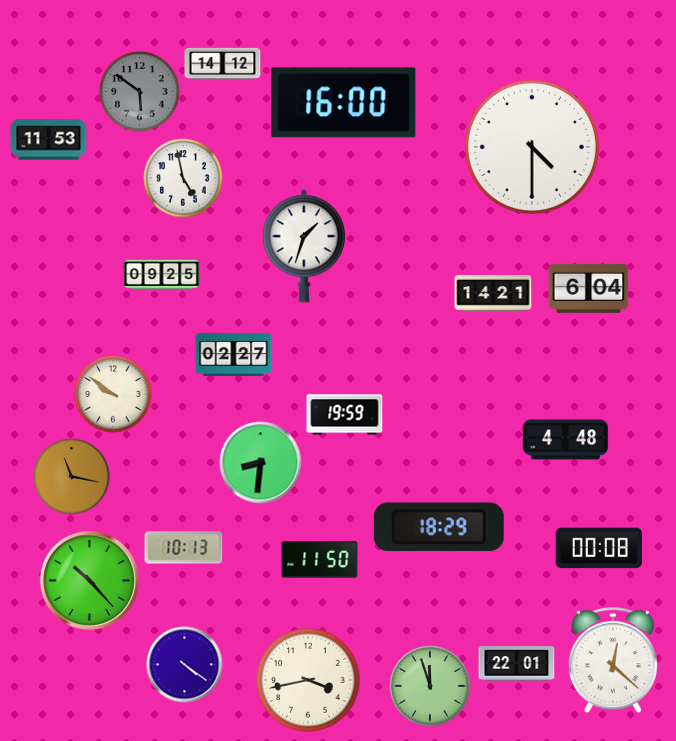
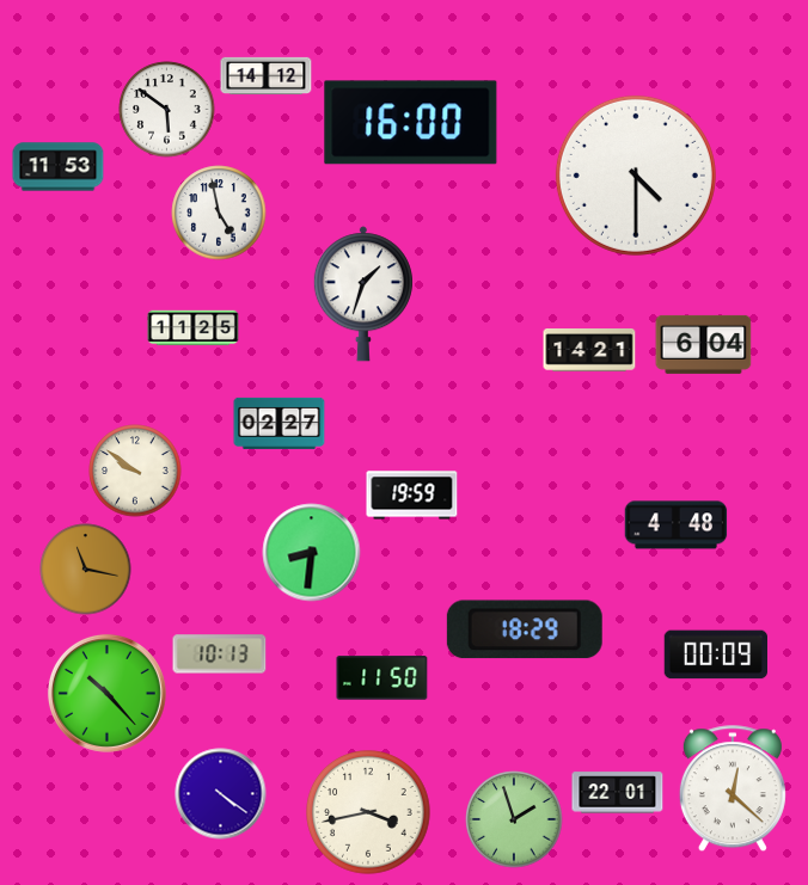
clock at (140, 92) dial: grey -> white
clock at (162, 275): 09:25 -> 11:25
clock at (598, 548): 00:08 -> 00:09
clock at (320, 560) position: (320, 560) -> (382, 678)
clock at (430, 686): 11:57 -> 1:57
